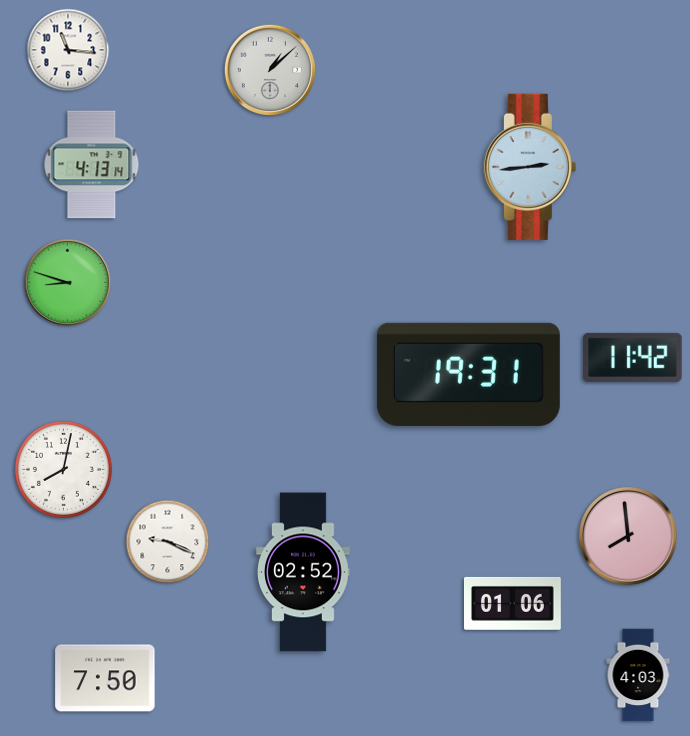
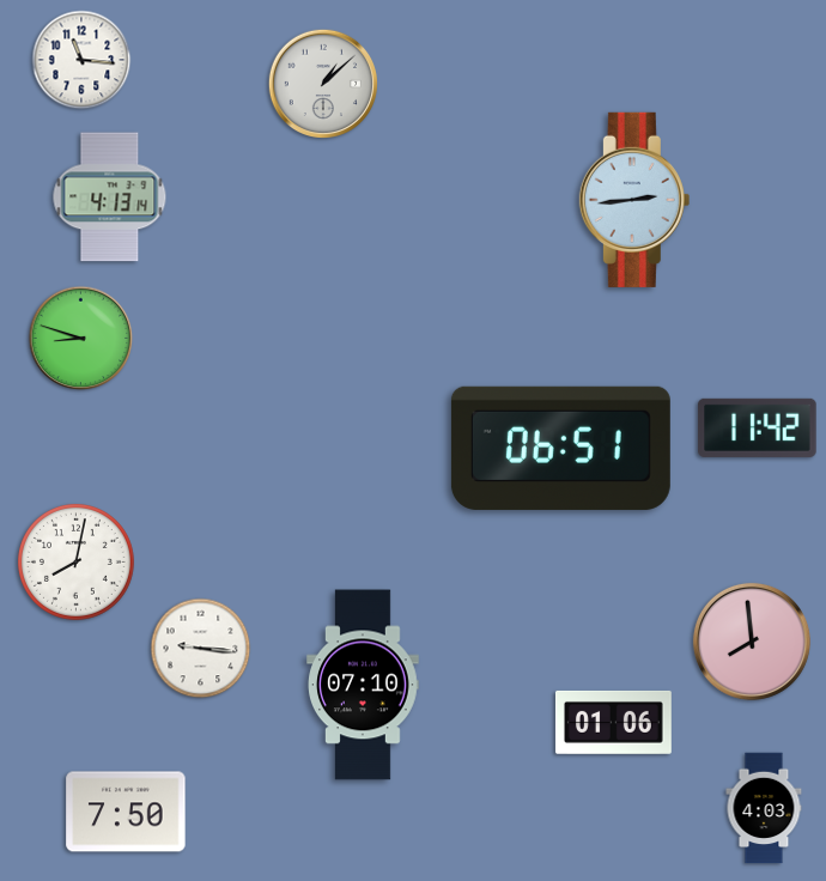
clock at (468, 374): 19:31 -> 06:51
clock at (168, 542): 9:19 -> 9:16
clock at (303, 572): 02:52 -> 07:10
